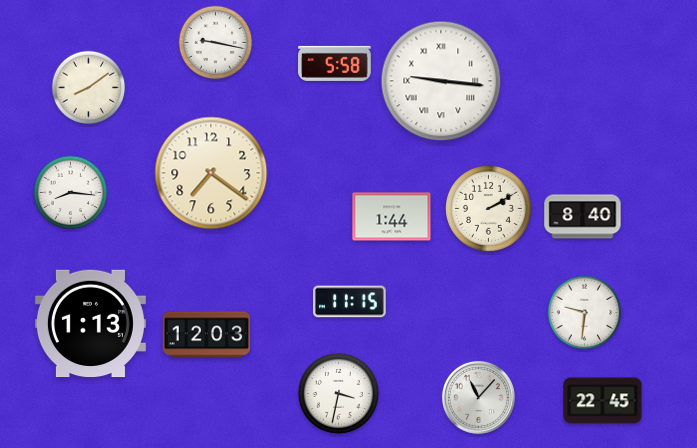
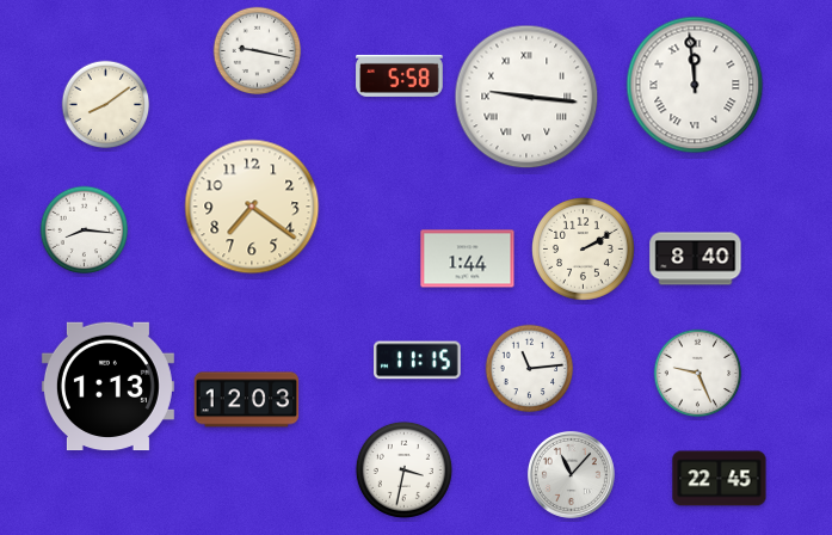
clock at (695, 85): none -> 11:59
clock at (530, 369): none -> 11:14
clock at (585, 313): 9:31 -> 9:26
